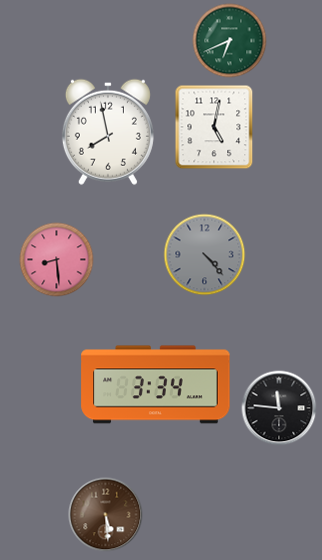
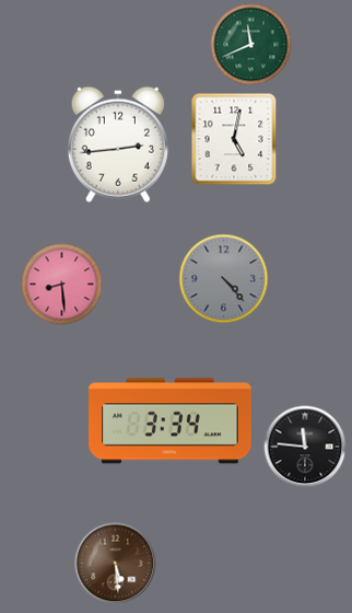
clock at (230, 41): 6:41 -> 11:41
clock at (108, 132): 7:58 -> 2:44
